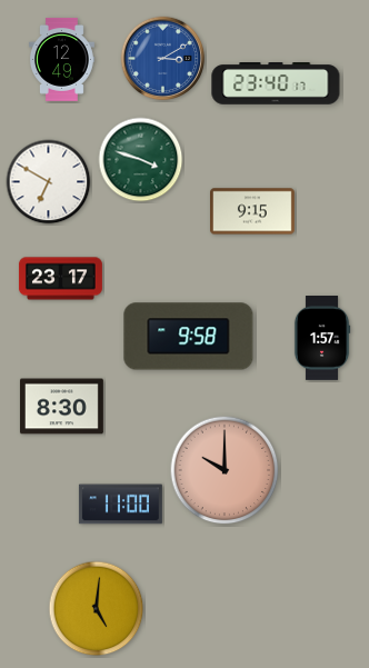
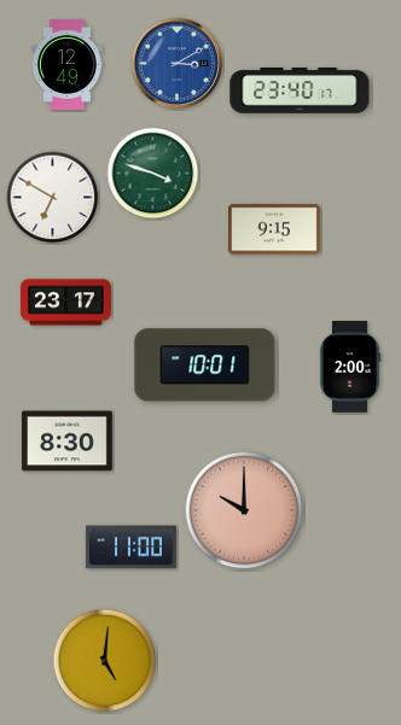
clock at (189, 337): 9:58 -> 10:01
clock at (322, 339): 1:57 -> 2:00
